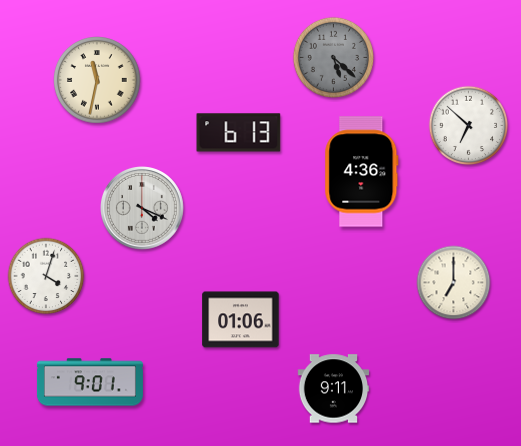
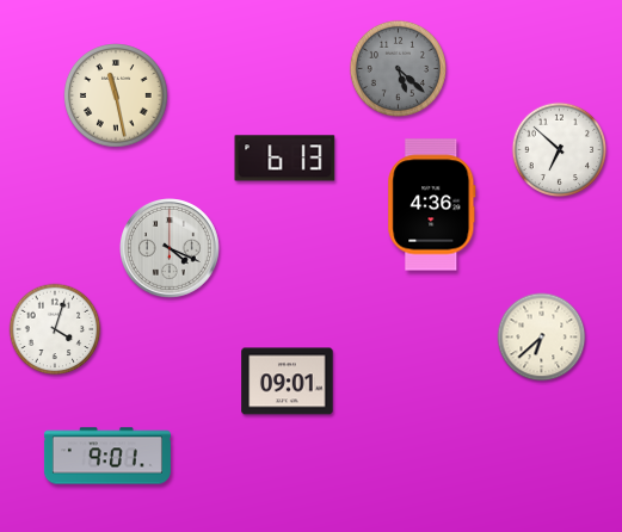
clock at (97, 80): 11:32 -> 11:28
clock at (454, 283): 7:00 -> 6:38
clock at (241, 320): 01:06 -> 09:01
clock at (334, 389): 9:11 -> none
